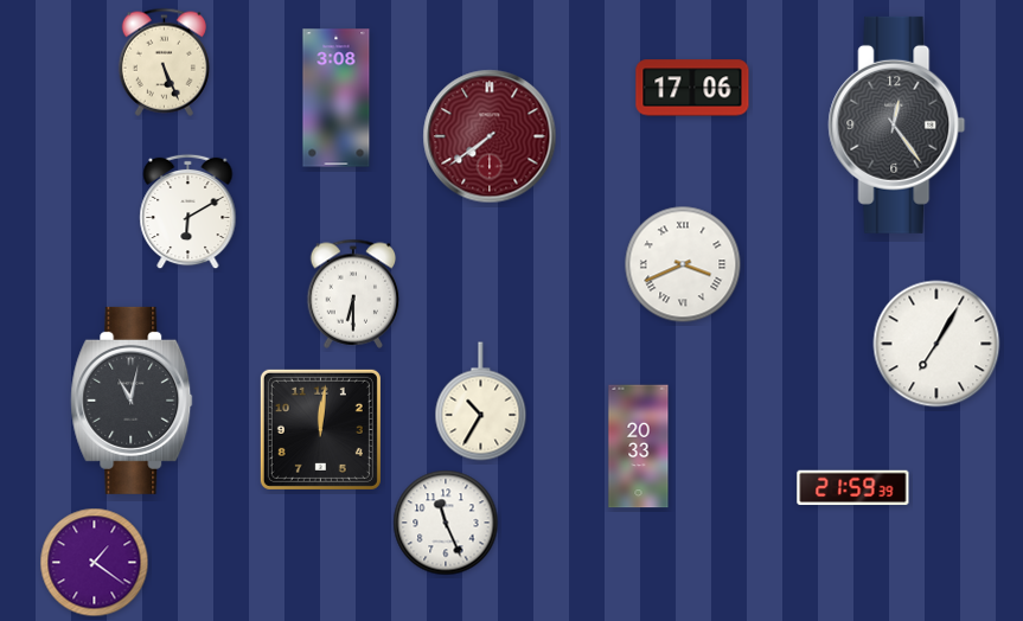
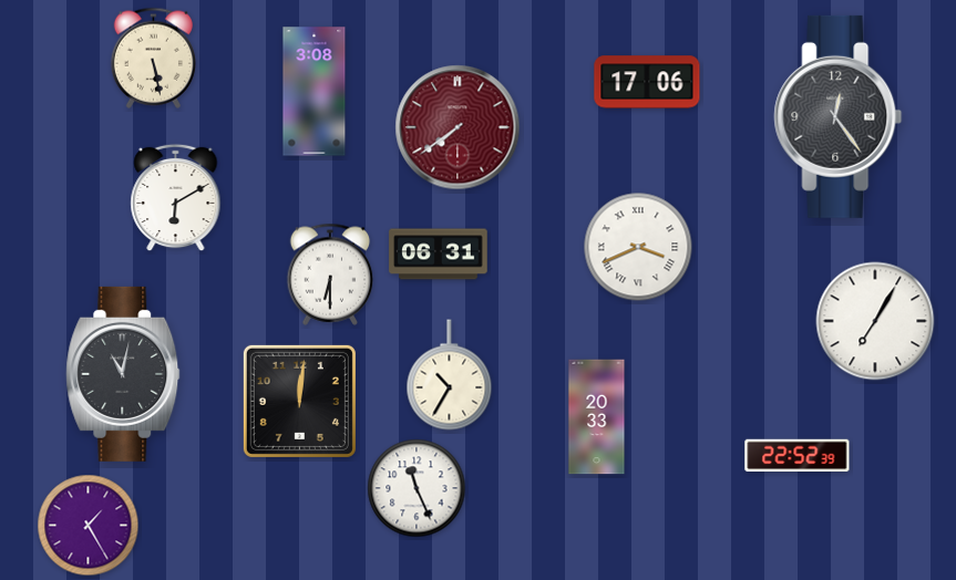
clock at (164, 62): 5:26 -> 5:28
clock at (439, 255): none -> 06:31
clock at (853, 488): 21:59 -> 22:52
clock at (95, 563): 1:21 -> 1:25
